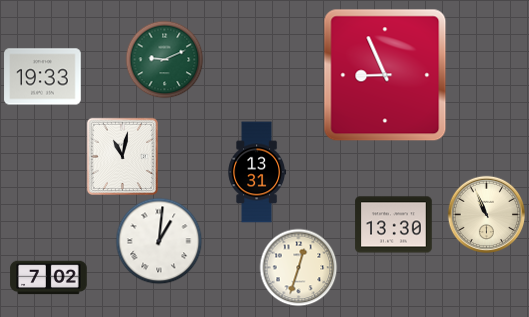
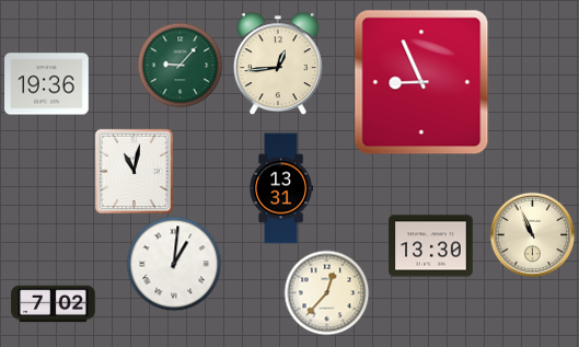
clock at (278, 63): none -> 12:44
clock at (164, 59): 9:11 -> 9:07
clock at (43, 77): 19:33 -> 19:36
clock at (298, 267): 12:33 -> 12:37
